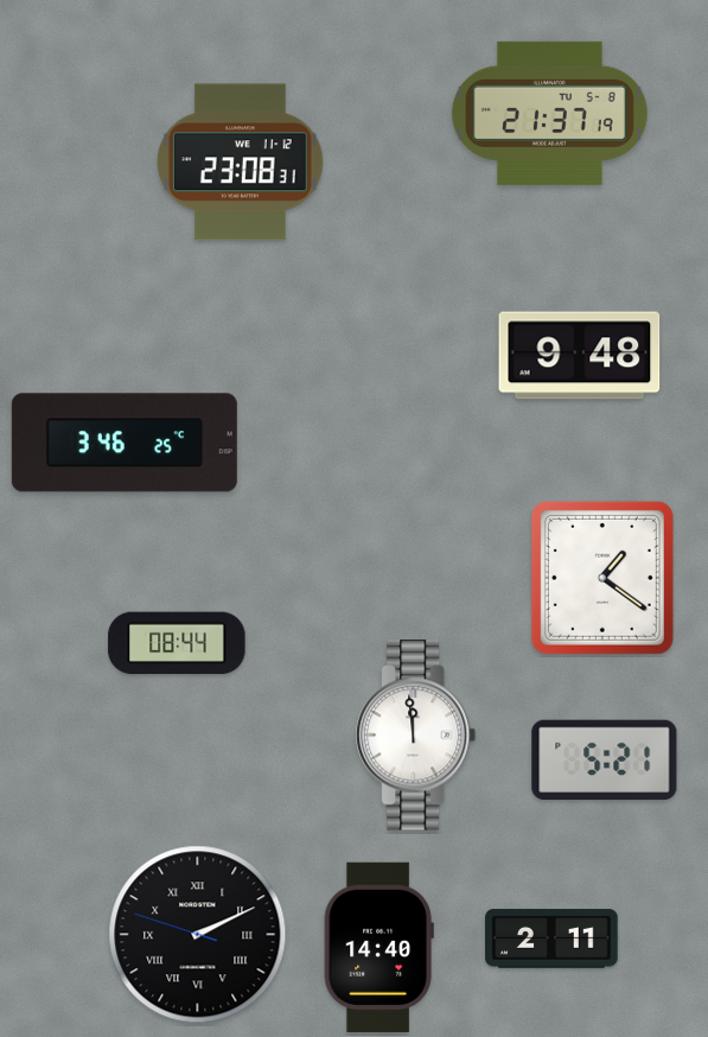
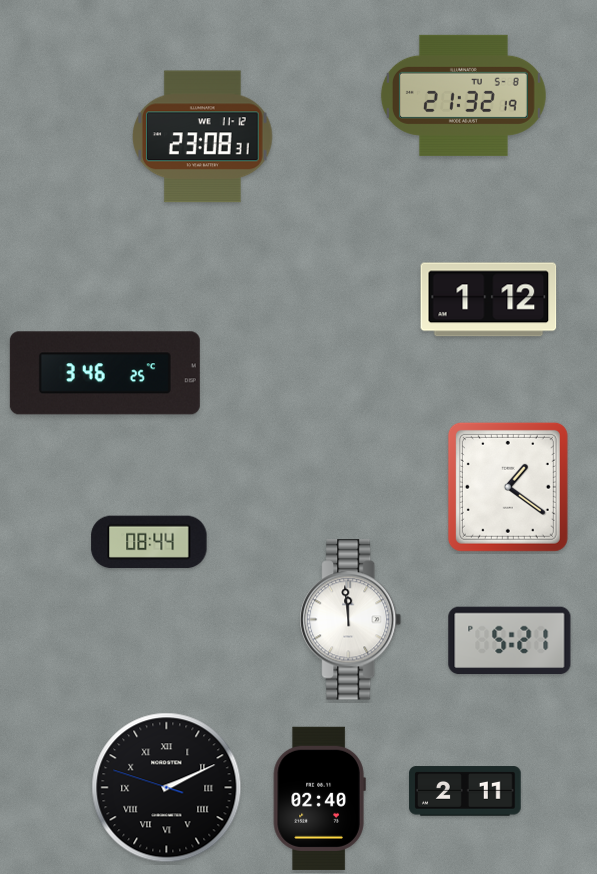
clock at (549, 113): 21:37 -> 21:32
clock at (580, 356): 9:48 -> 1:12
clock at (378, 947): 14:40 -> 02:40
